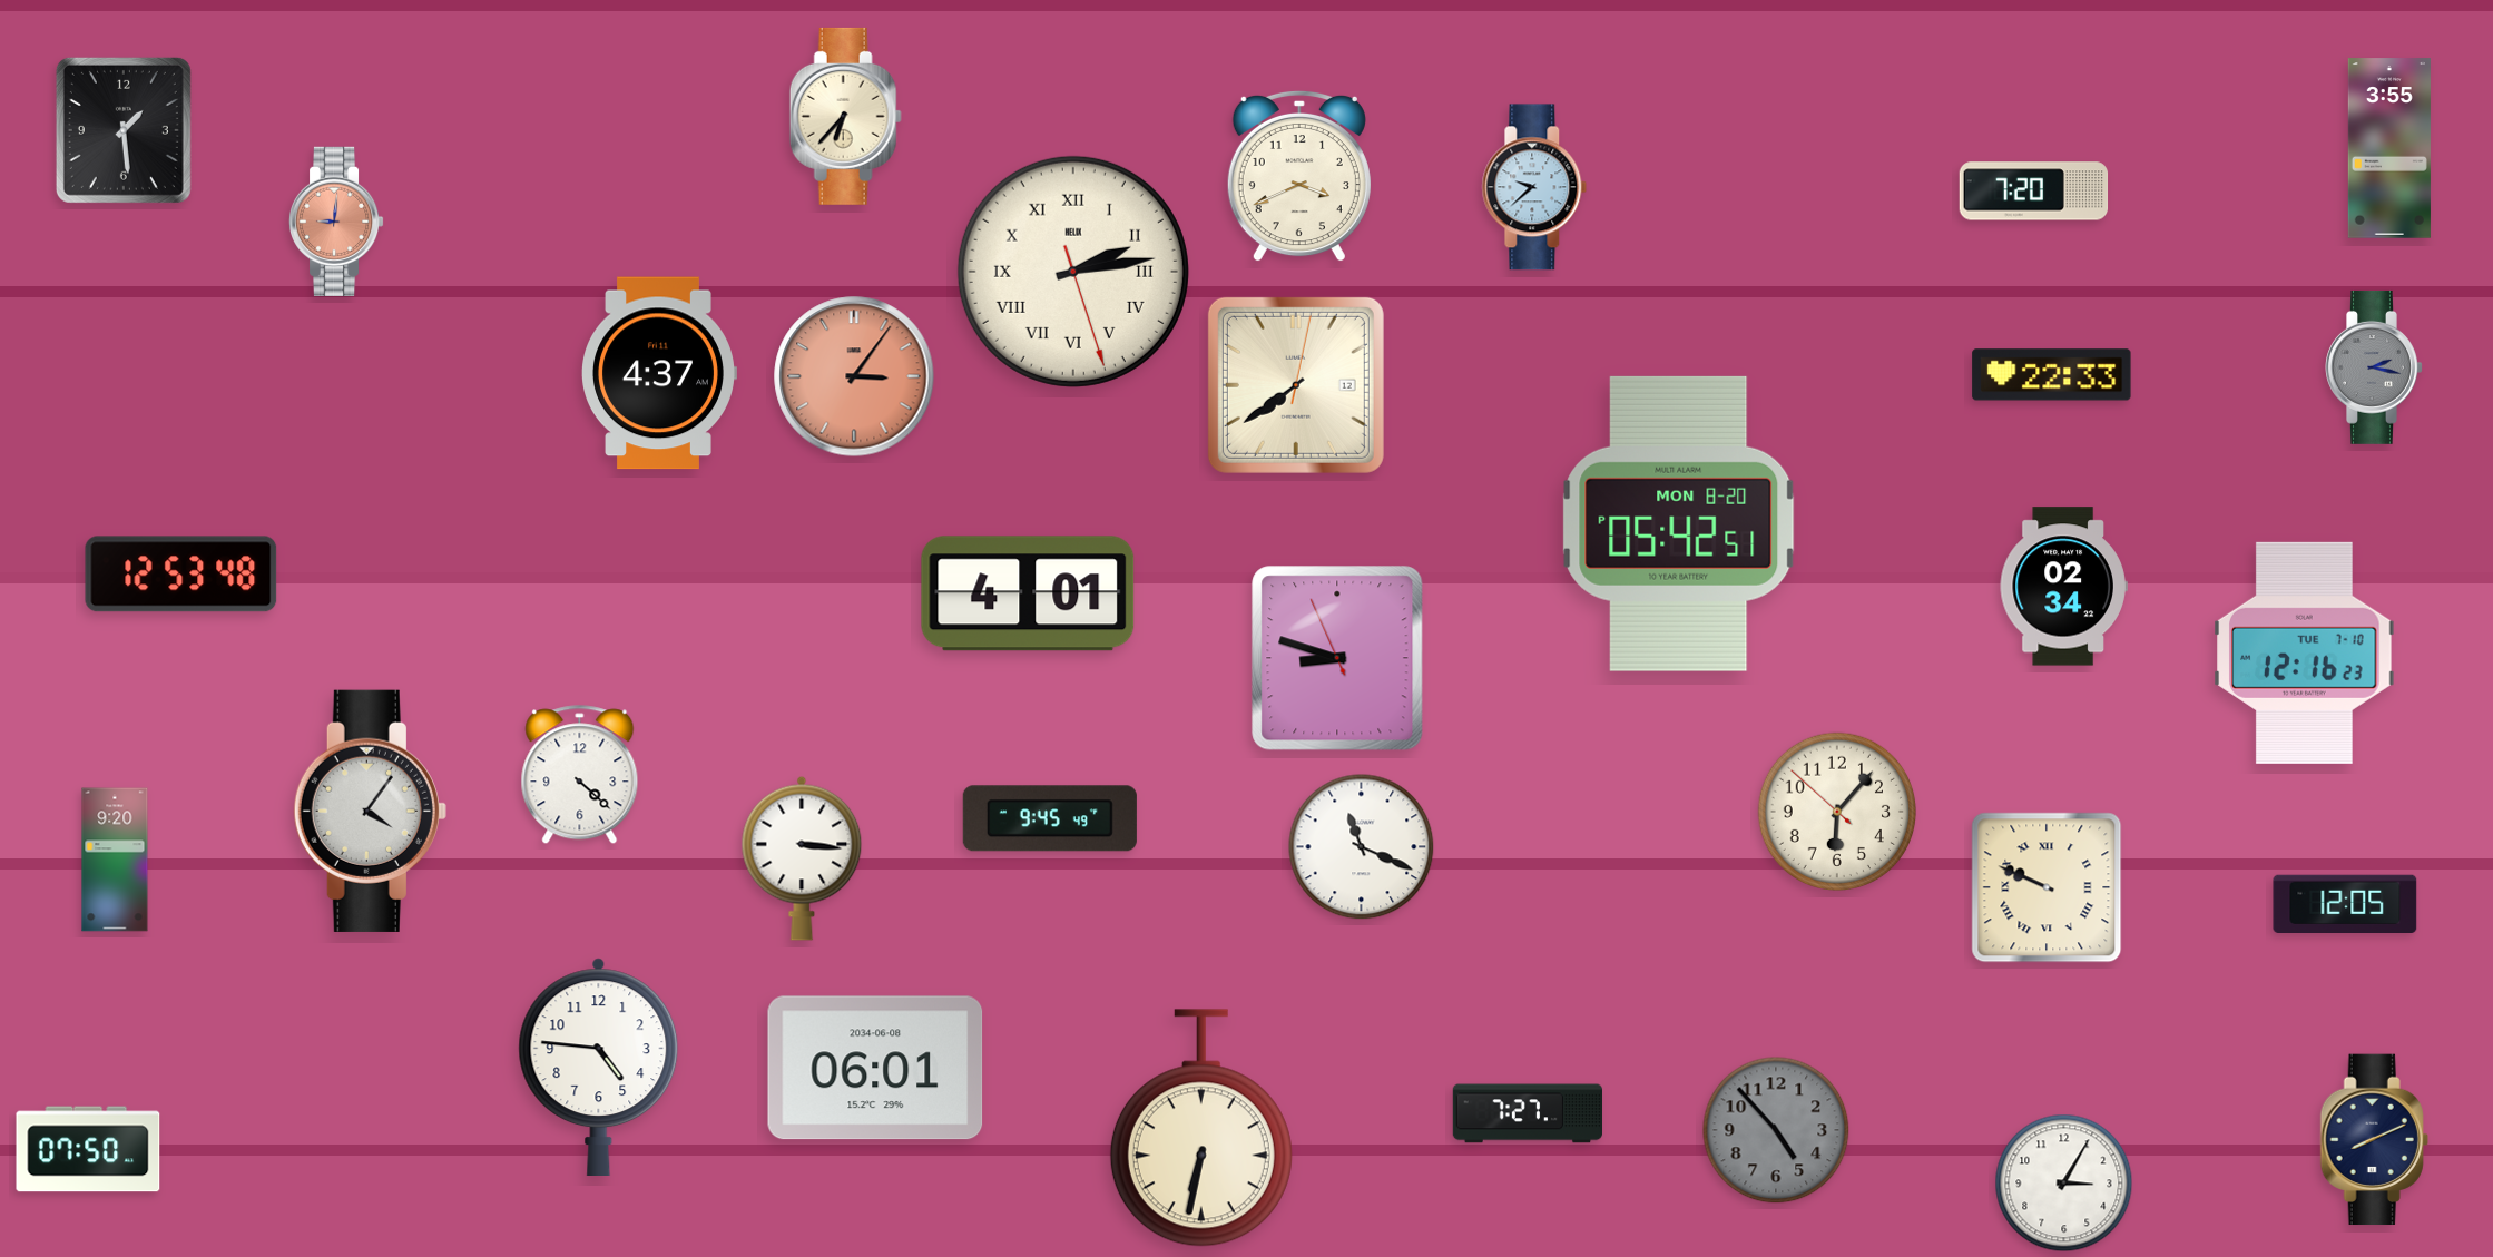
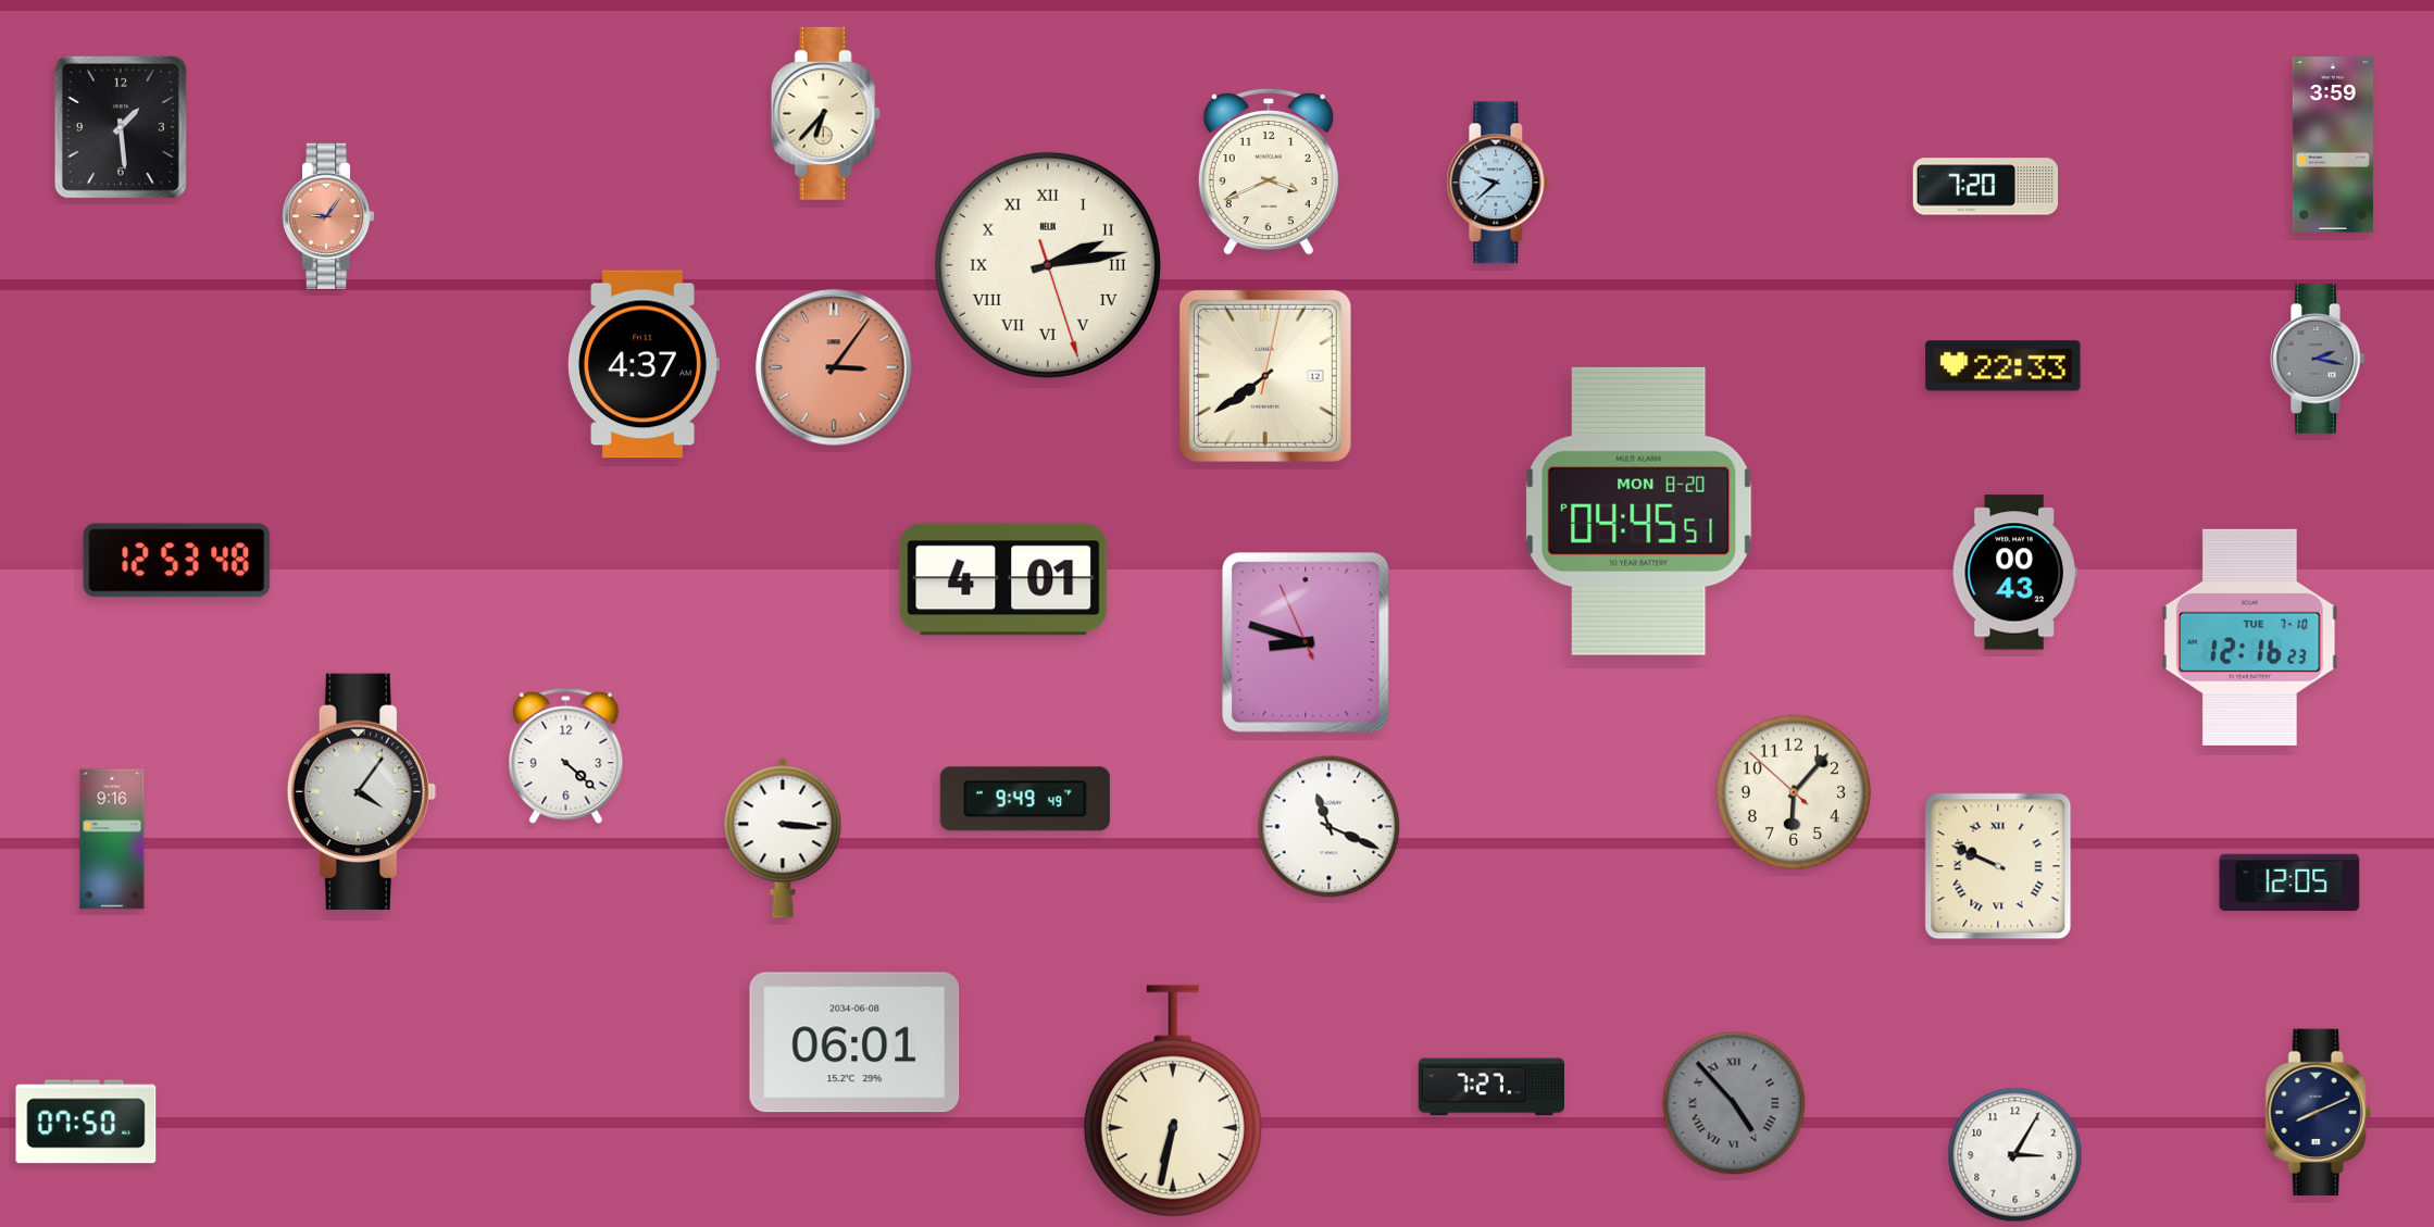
clock at (2389, 148): 3:55 -> 3:59
clock at (336, 222): 9:01 -> 9:06
clock at (1679, 523): 05:42 -> 04:45
clock at (2063, 587): 02:34 -> 00:43
clock at (1050, 818): 9:45 -> 9:49
clock at (115, 860): 9:20 -> 9:16
clock at (599, 1067): 4:46 -> none
clock at (1776, 1130) numerals: Arabic -> Roman
